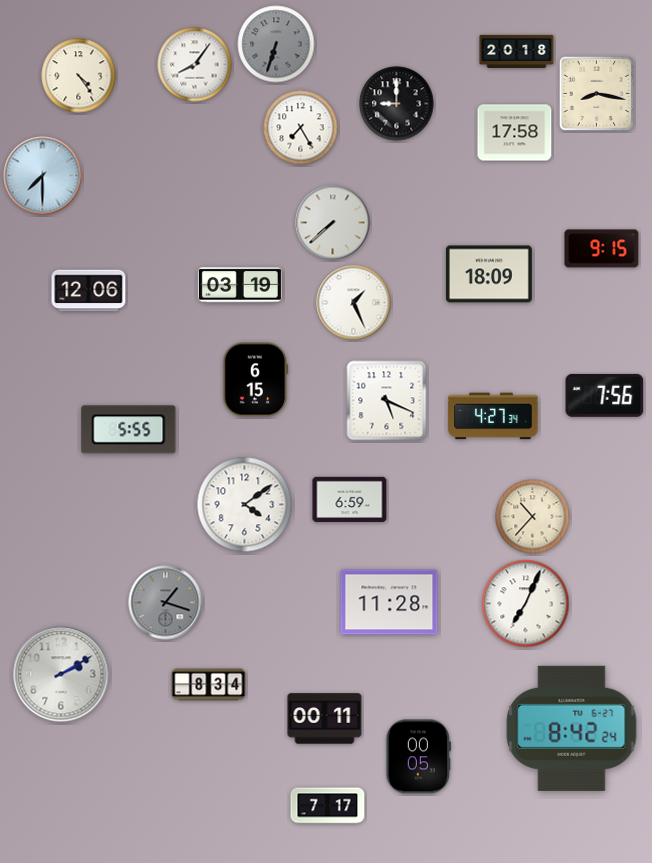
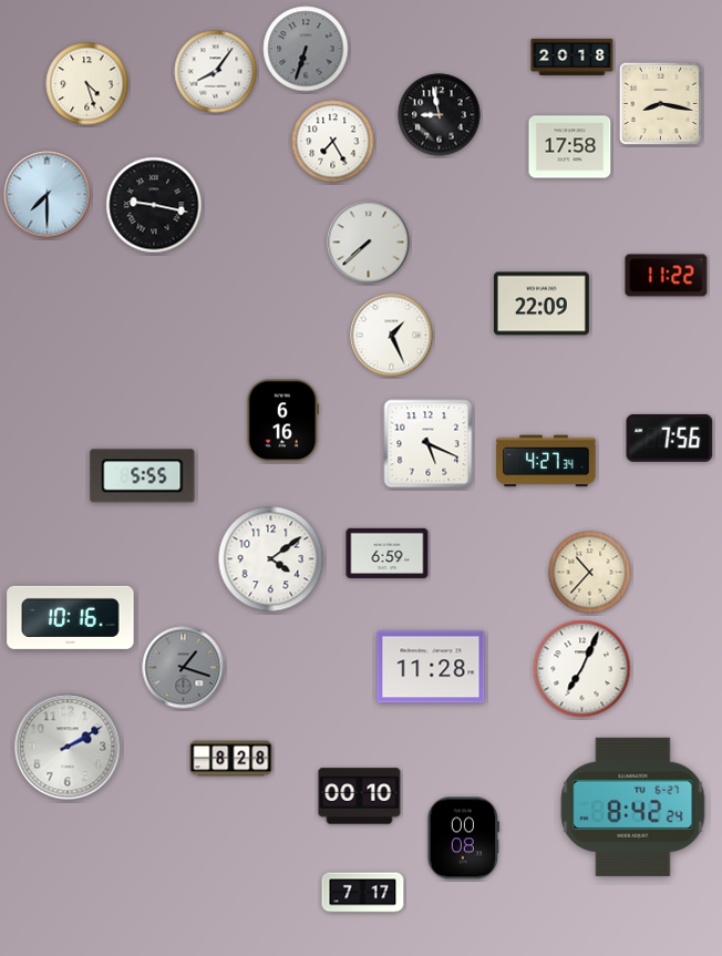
clock at (79, 76): 4:24 -> 4:27
clock at (397, 104): 9:00 -> 8:58
clock at (154, 205): none -> 9:17
clock at (333, 223) position: (333, 223) -> (369, 243)
clock at (602, 249): 9:15 -> 11:22
clock at (489, 274): 18:09 -> 22:09
clock at (240, 285): 03:19 -> none
clock at (89, 291): 12:06 -> none
clock at (256, 380): 6:15 -> 6:16
clock at (71, 617): none -> 10:16
clock at (209, 685): 8:34 -> 8:28
clock at (325, 719): 00:11 -> 00:10
clock at (418, 757): 00:05 -> 00:08
